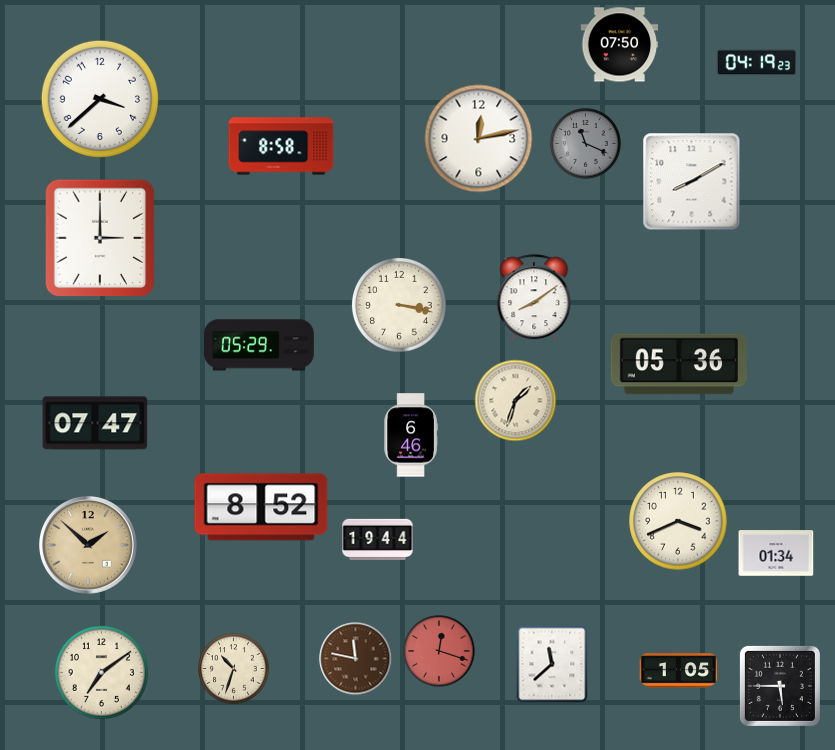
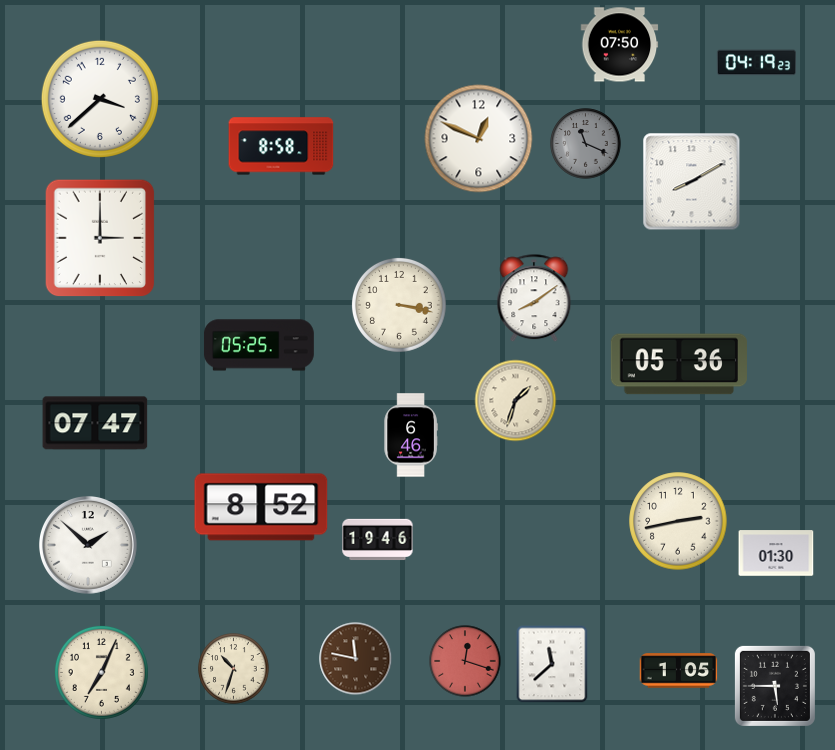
clock at (479, 139): 12:13 -> 12:49
clock at (259, 345): 05:29 -> 05:25
clock at (678, 521): 3:41 -> 2:43
clock at (378, 540): 19:44 -> 19:46
clock at (89, 546) dial: champagne -> white
clock at (776, 553): 01:34 -> 01:30
clock at (439, 651) position: (439, 651) -> (465, 661)
clock at (101, 672): 7:09 -> 7:04
clock at (780, 686) position: (780, 686) -> (775, 686)
